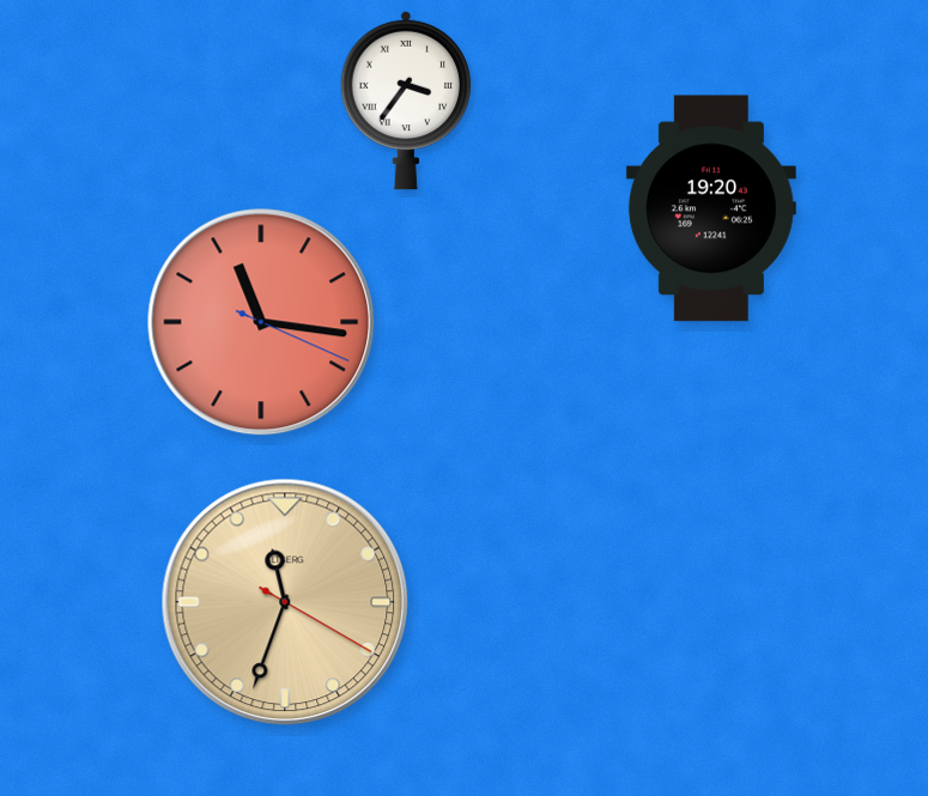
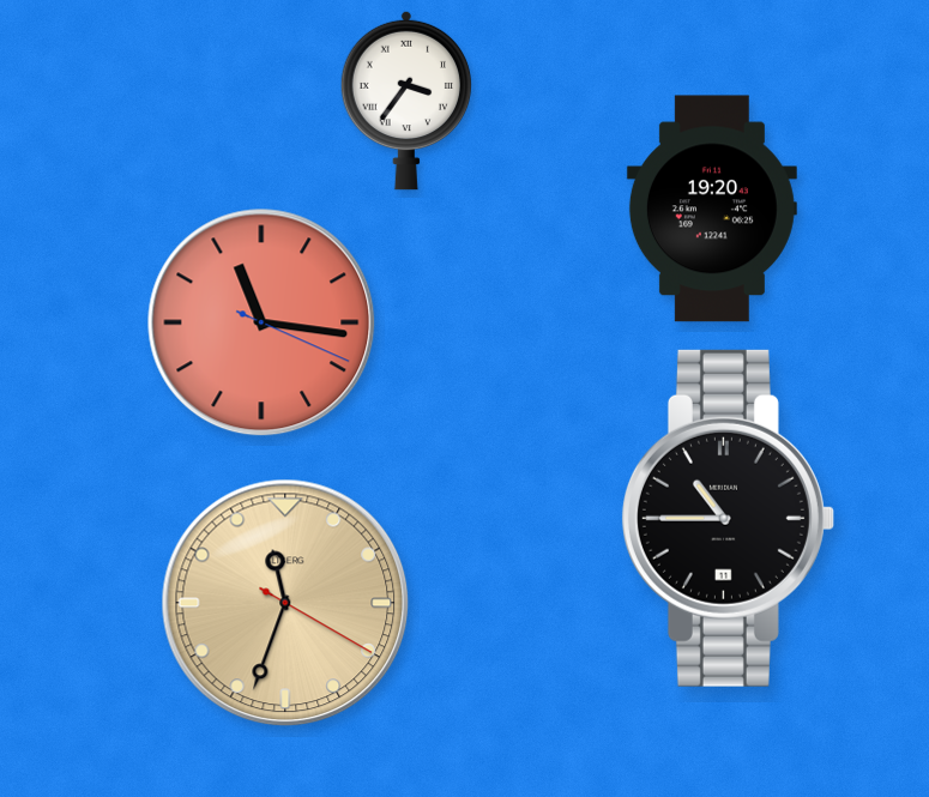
clock at (728, 518): none -> 10:45
